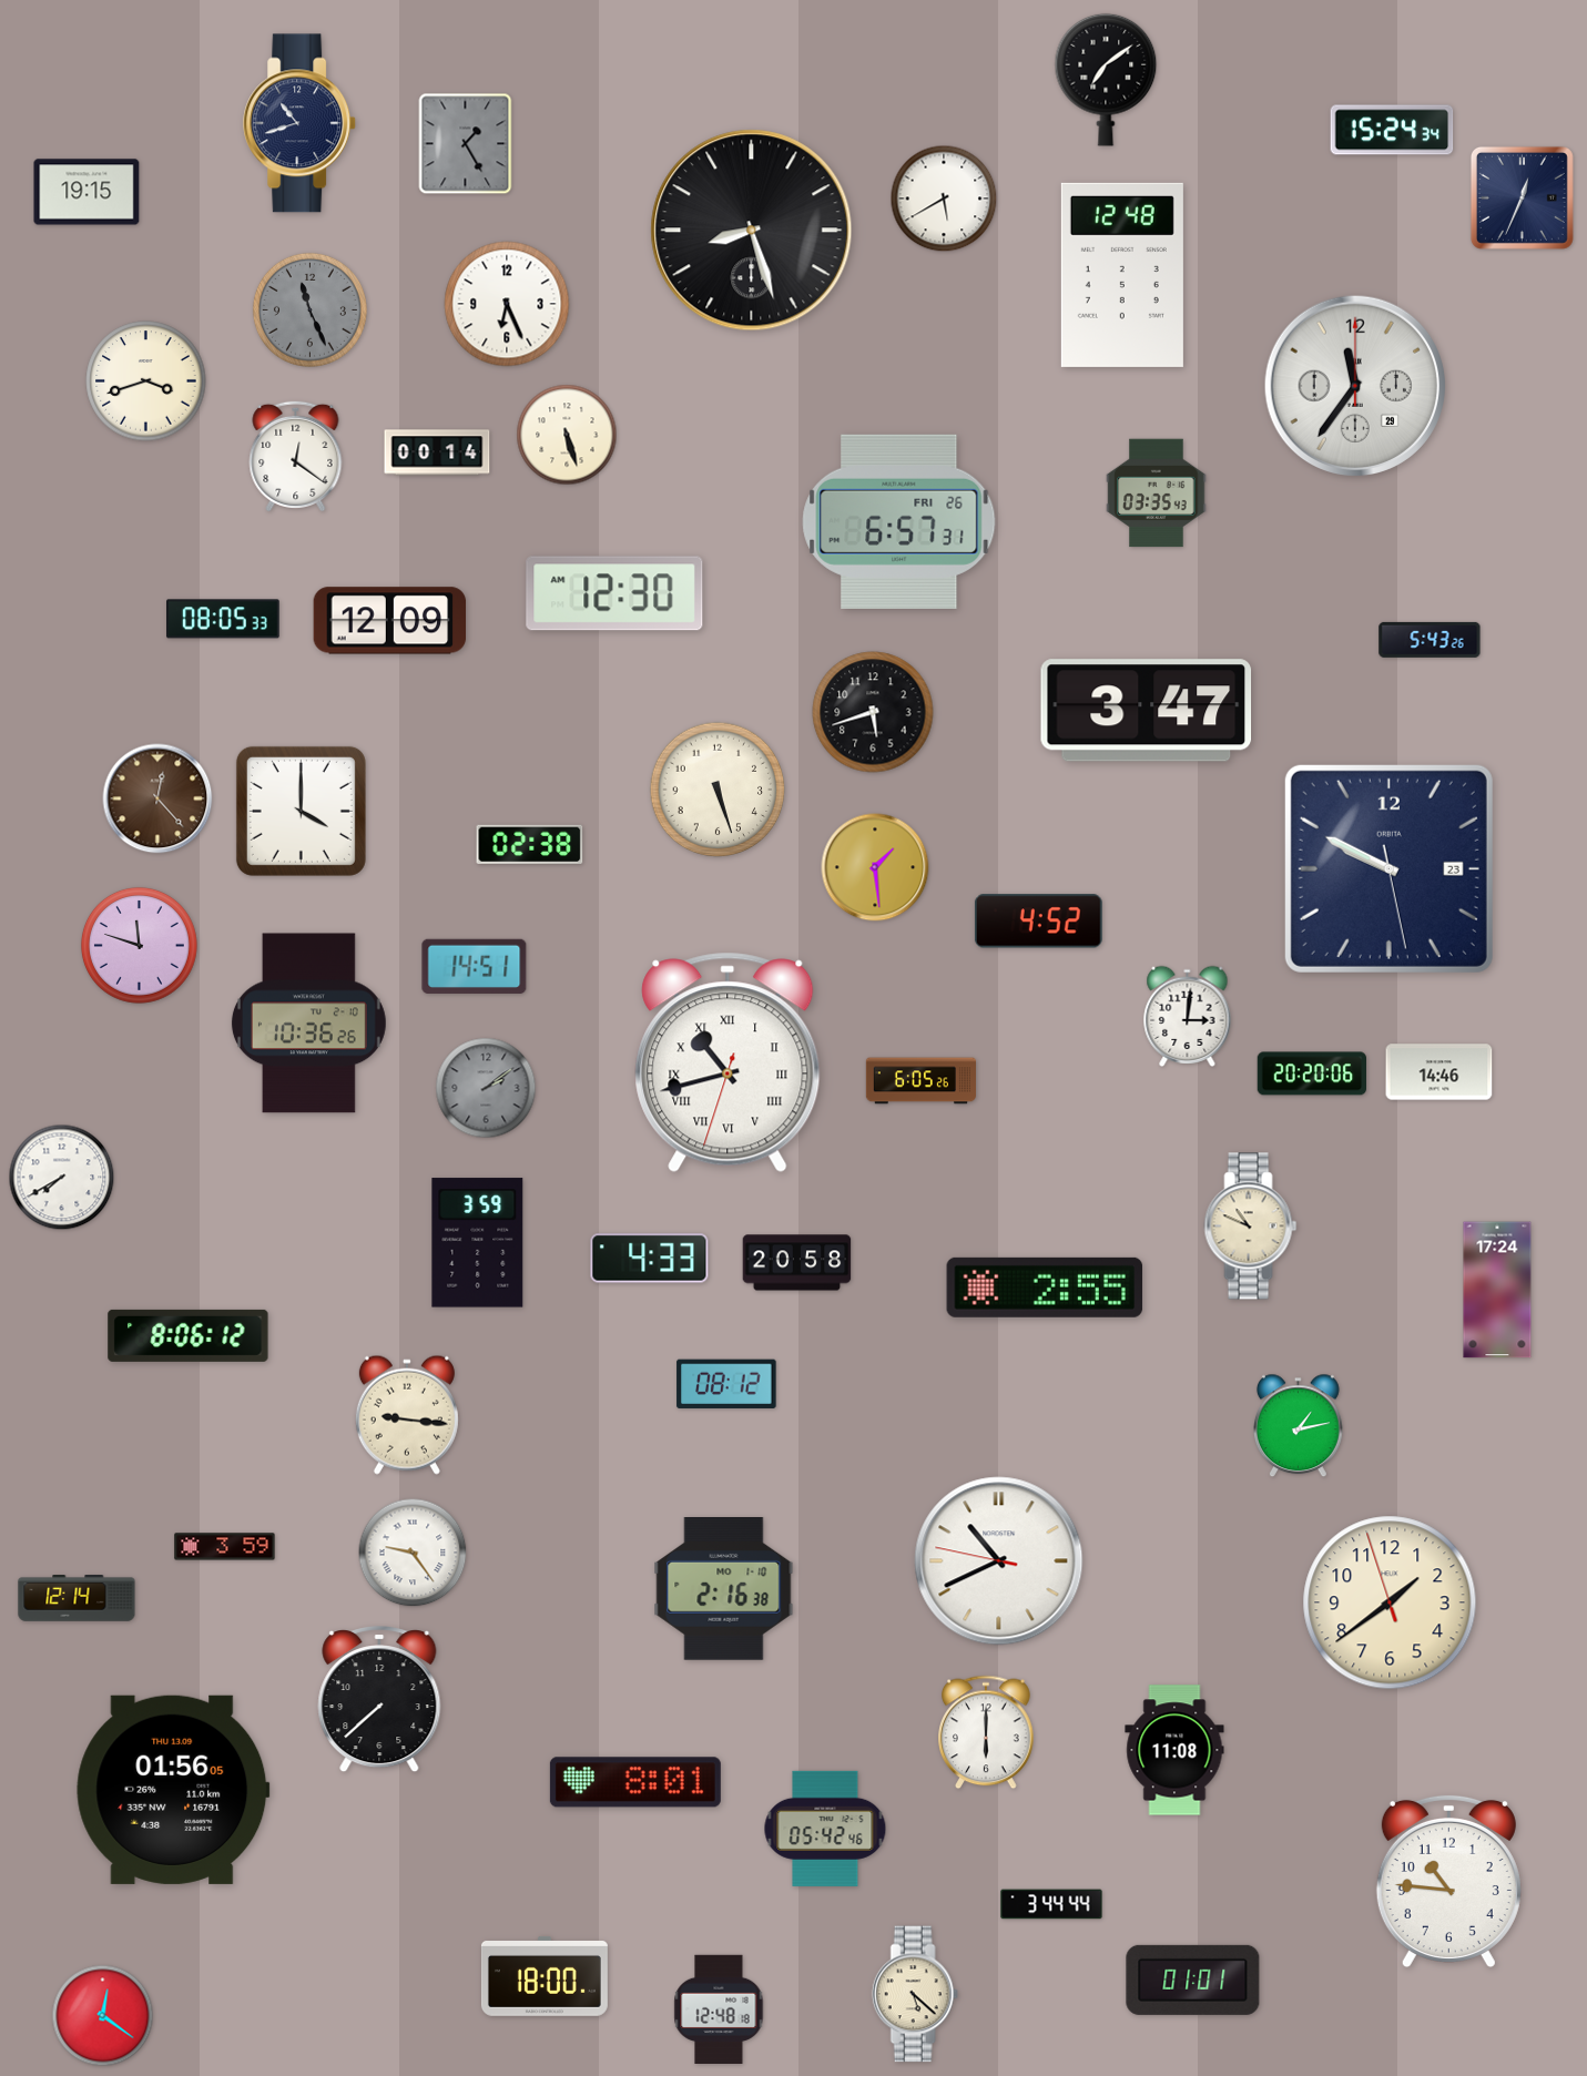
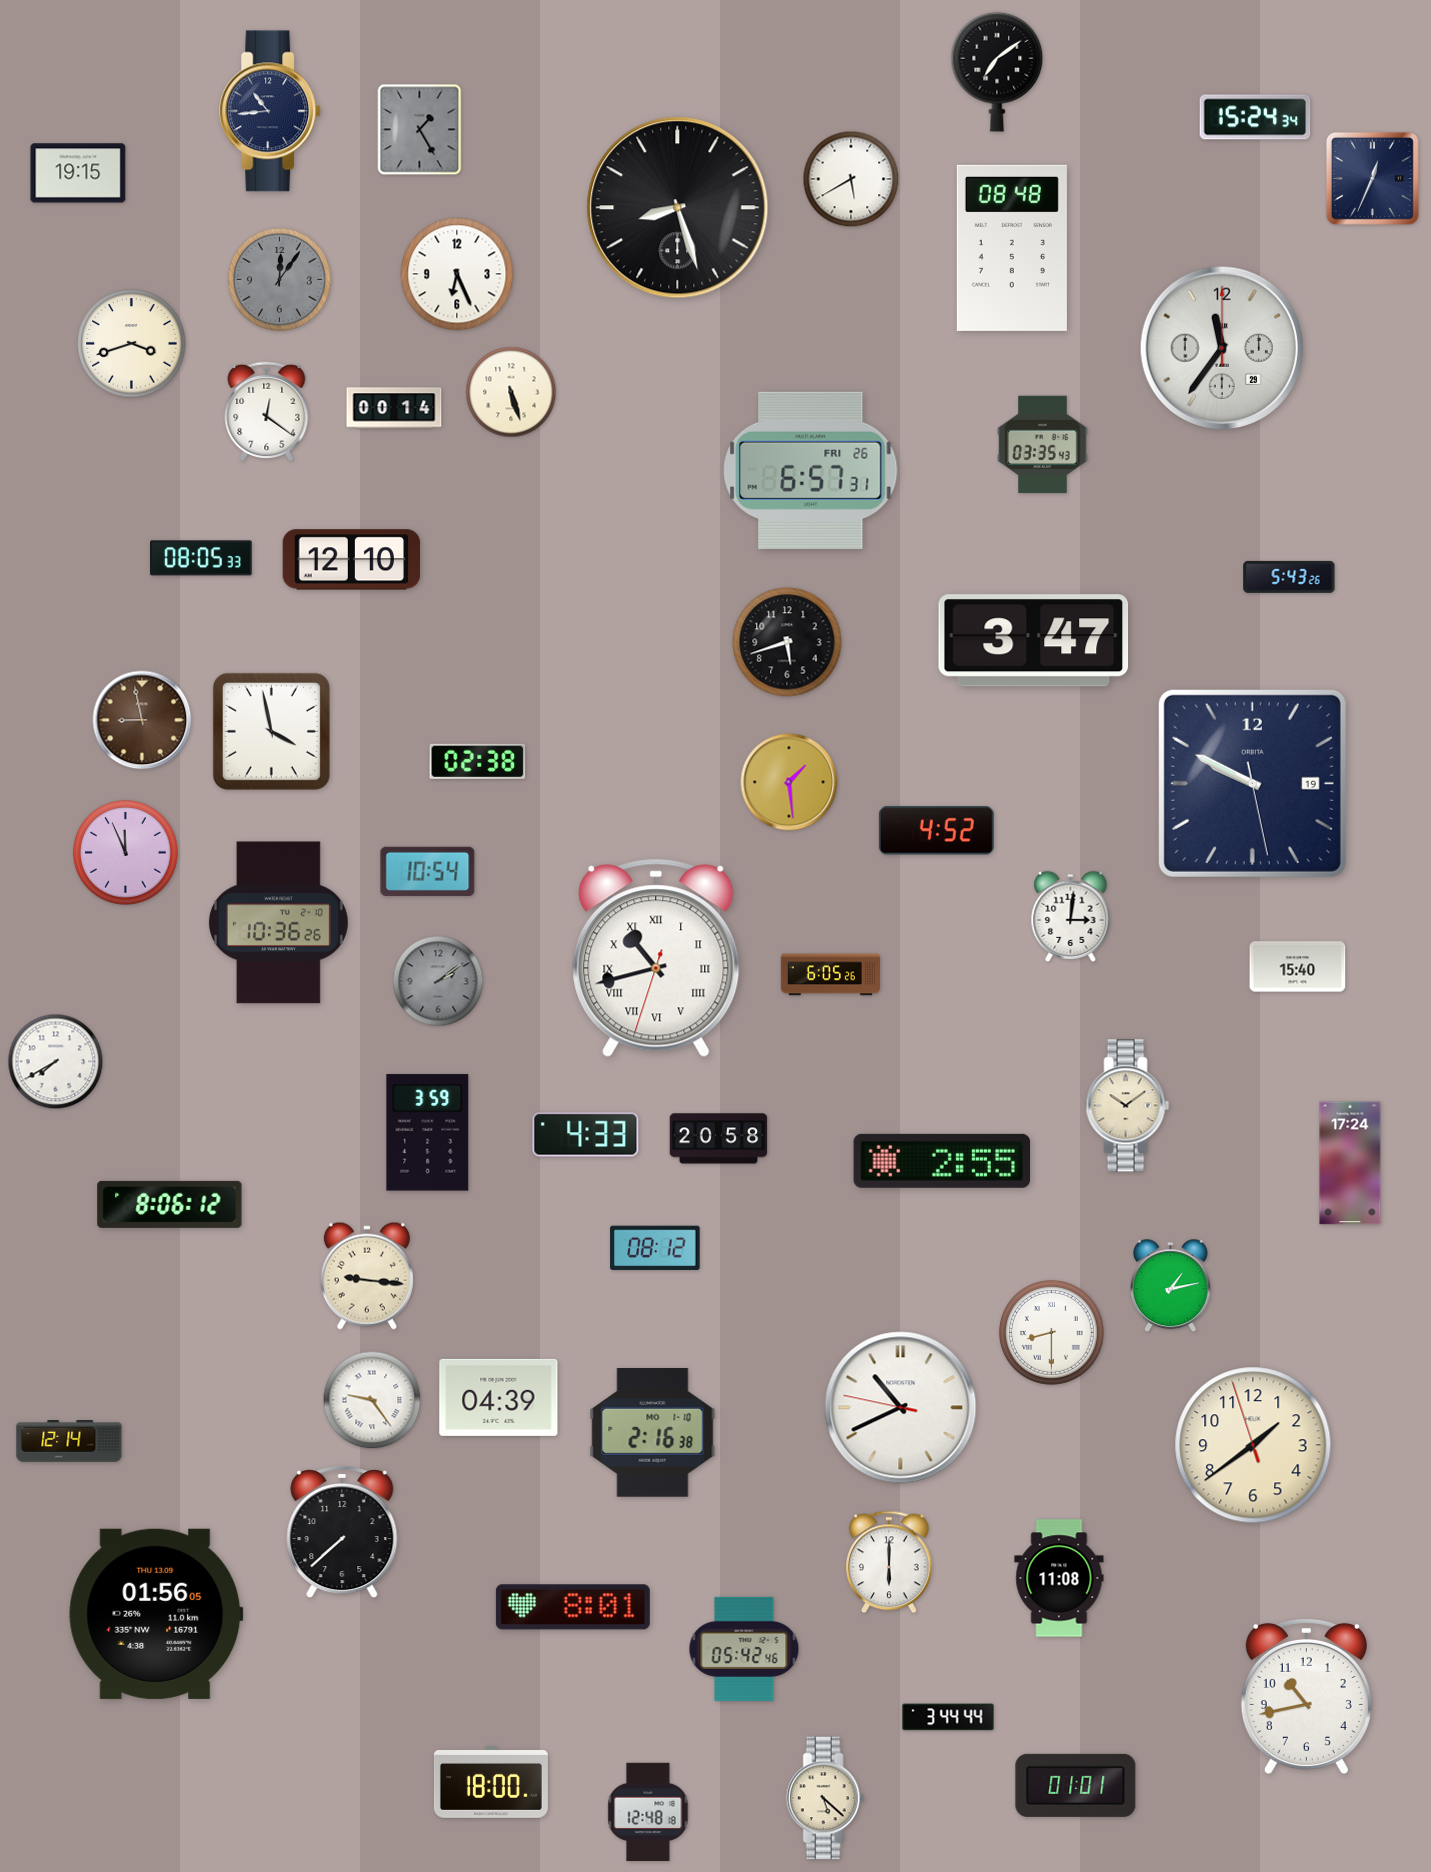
clock at (301, 123): 10:42 -> 10:44
clock at (1122, 275): 12:48 -> 08:48
clock at (309, 309): 11:26 -> 12:06
clock at (614, 593): 12:30 -> none
clock at (390, 621): 12:09 -> 12:10
clock at (718, 790): 5:27 -> none
clock at (157, 798): 12:23 -> 8:58
clock at (301, 811): 4:00 -> 3:58
clock at (1388, 868) date: 23 -> 19
clock at (139, 945): 11:48 -> 11:56
clock at (475, 966): 14:51 -> 10:54
clock at (1440, 1072): 14:46 -> 15:40
clock at (1311, 1073): 20:20 -> none
clock at (1251, 1227): 10:49 -> 10:09
clock at (478, 1243) position: (478, 1243) -> (428, 1133)
clock at (1051, 1332): none -> 8:30
clock at (225, 1547): 3:59 -> none
clock at (499, 1397): none -> 04:39
clock at (1448, 1881): 10:46 -> 10:43
clock at (103, 2016): 12:21 -> none
